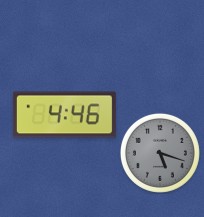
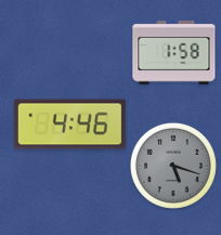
clock at (174, 53): none -> 1:58
